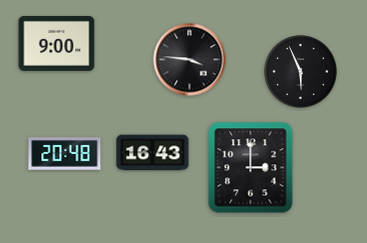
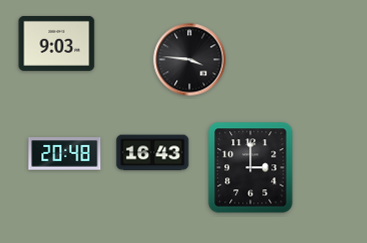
clock at (57, 43): 9:00 -> 9:03
clock at (301, 72): 5:56 -> none
